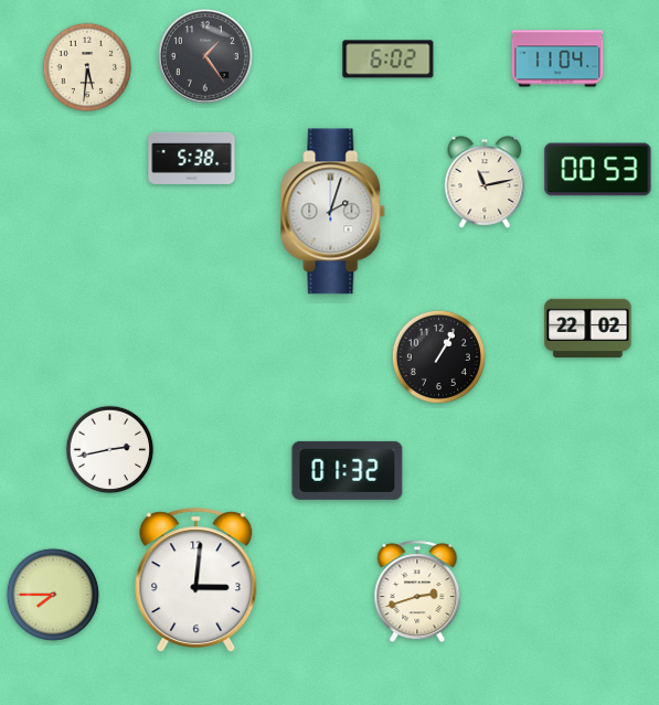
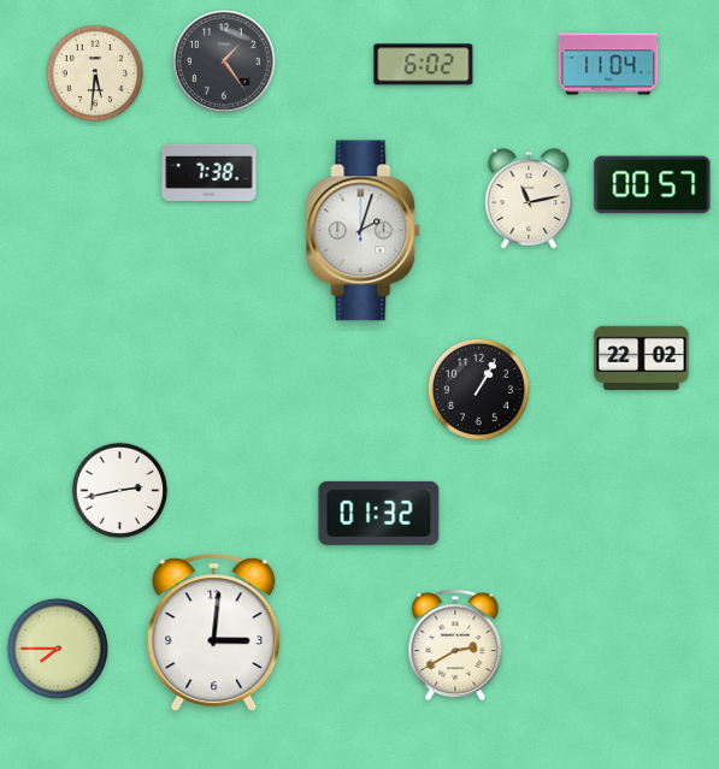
clock at (192, 158): 5:38 -> 7:38
clock at (598, 170): 00:53 -> 00:57
clock at (417, 591): 2:42 -> 2:40
